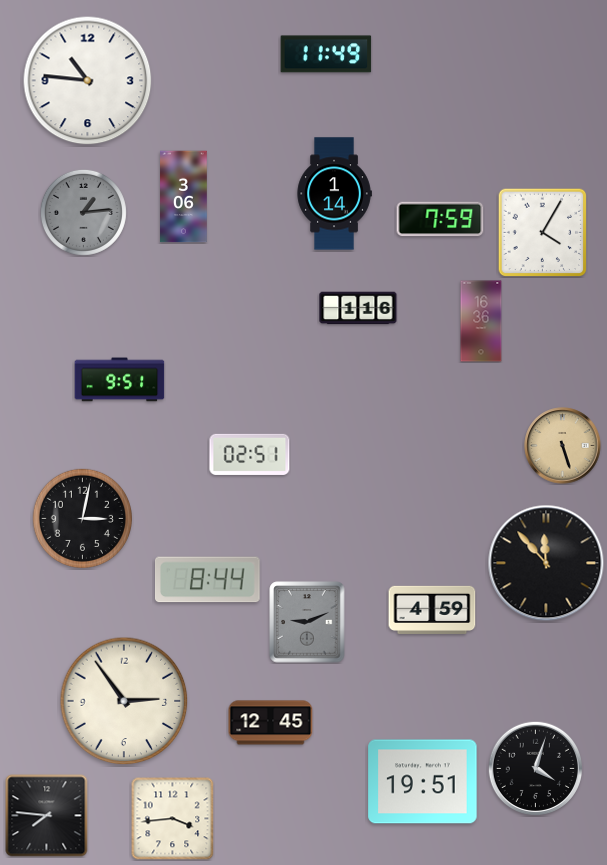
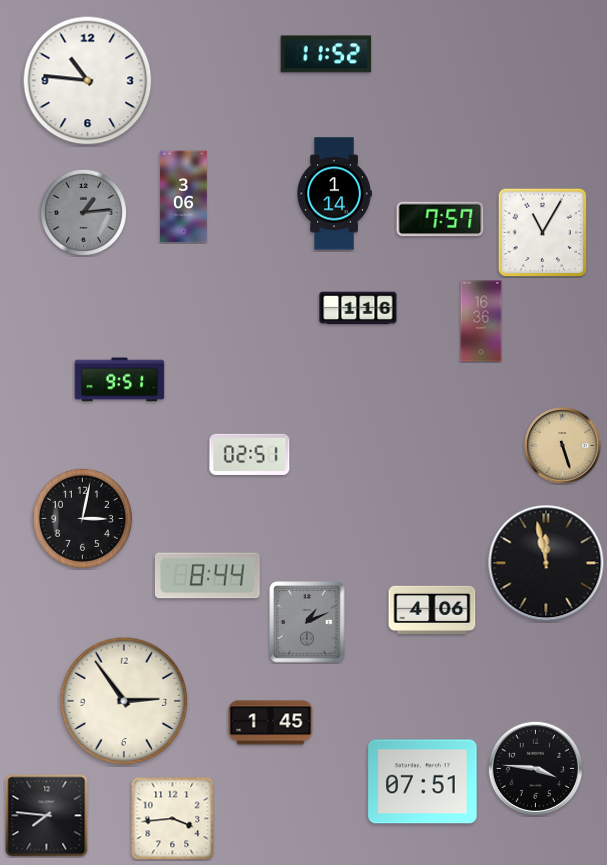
clock at (326, 54): 11:49 -> 11:52
clock at (440, 219): 7:59 -> 7:57
clock at (542, 232): 4:05 -> 11:05
clock at (546, 563): 11:53 -> 11:58
clock at (208, 580) position: (208, 580) -> (208, 576)
clock at (432, 610): 4:59 -> 4:06
clock at (307, 622): 9:11 -> 1:11
clock at (271, 723): 12:45 -> 1:45
clock at (535, 768): 4:03 -> 3:46
clock at (423, 782): 19:51 -> 07:51
